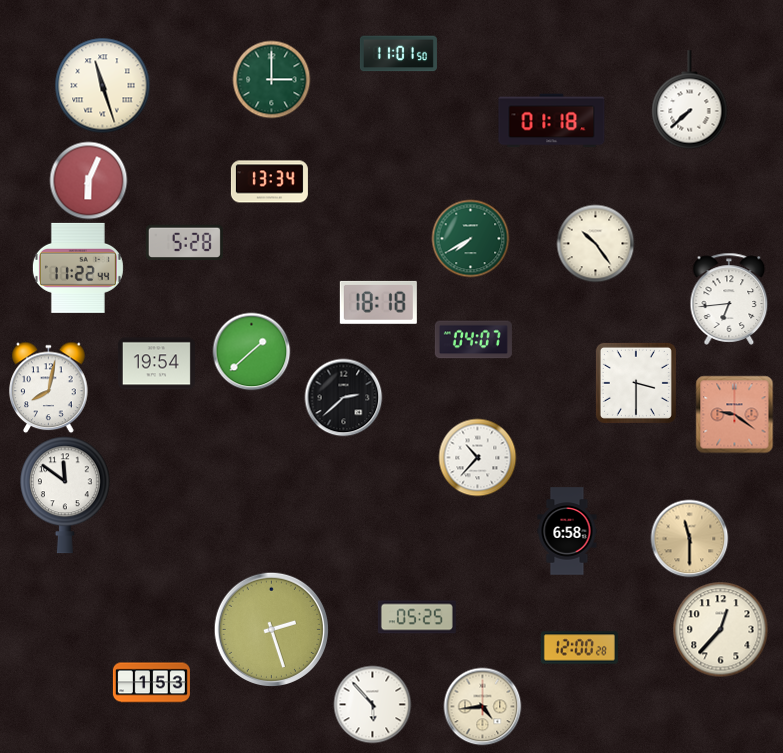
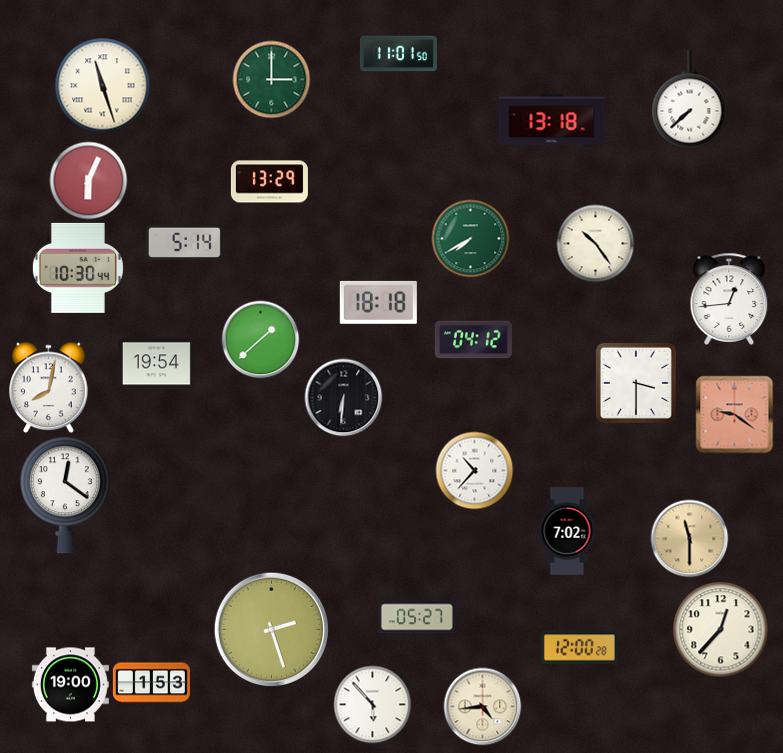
clock at (552, 121): 01:18 -> 13:18
clock at (269, 182): 13:34 -> 13:29
clock at (184, 242): 5:28 -> 5:14
clock at (78, 268): 11:22 -> 10:30
clock at (729, 299): 6:44 -> 12:44
clock at (473, 340): 04:07 -> 04:12
clock at (251, 351) position: (251, 351) -> (260, 339)
clock at (343, 397): 2:38 -> 6:31
clock at (477, 457) position: (477, 457) -> (474, 470)
clock at (65, 495): 11:51 -> 12:21
clock at (567, 531): 6:58 -> 7:02
clock at (417, 617): 05:25 -> 05:27
clock at (70, 685): none -> 19:00
